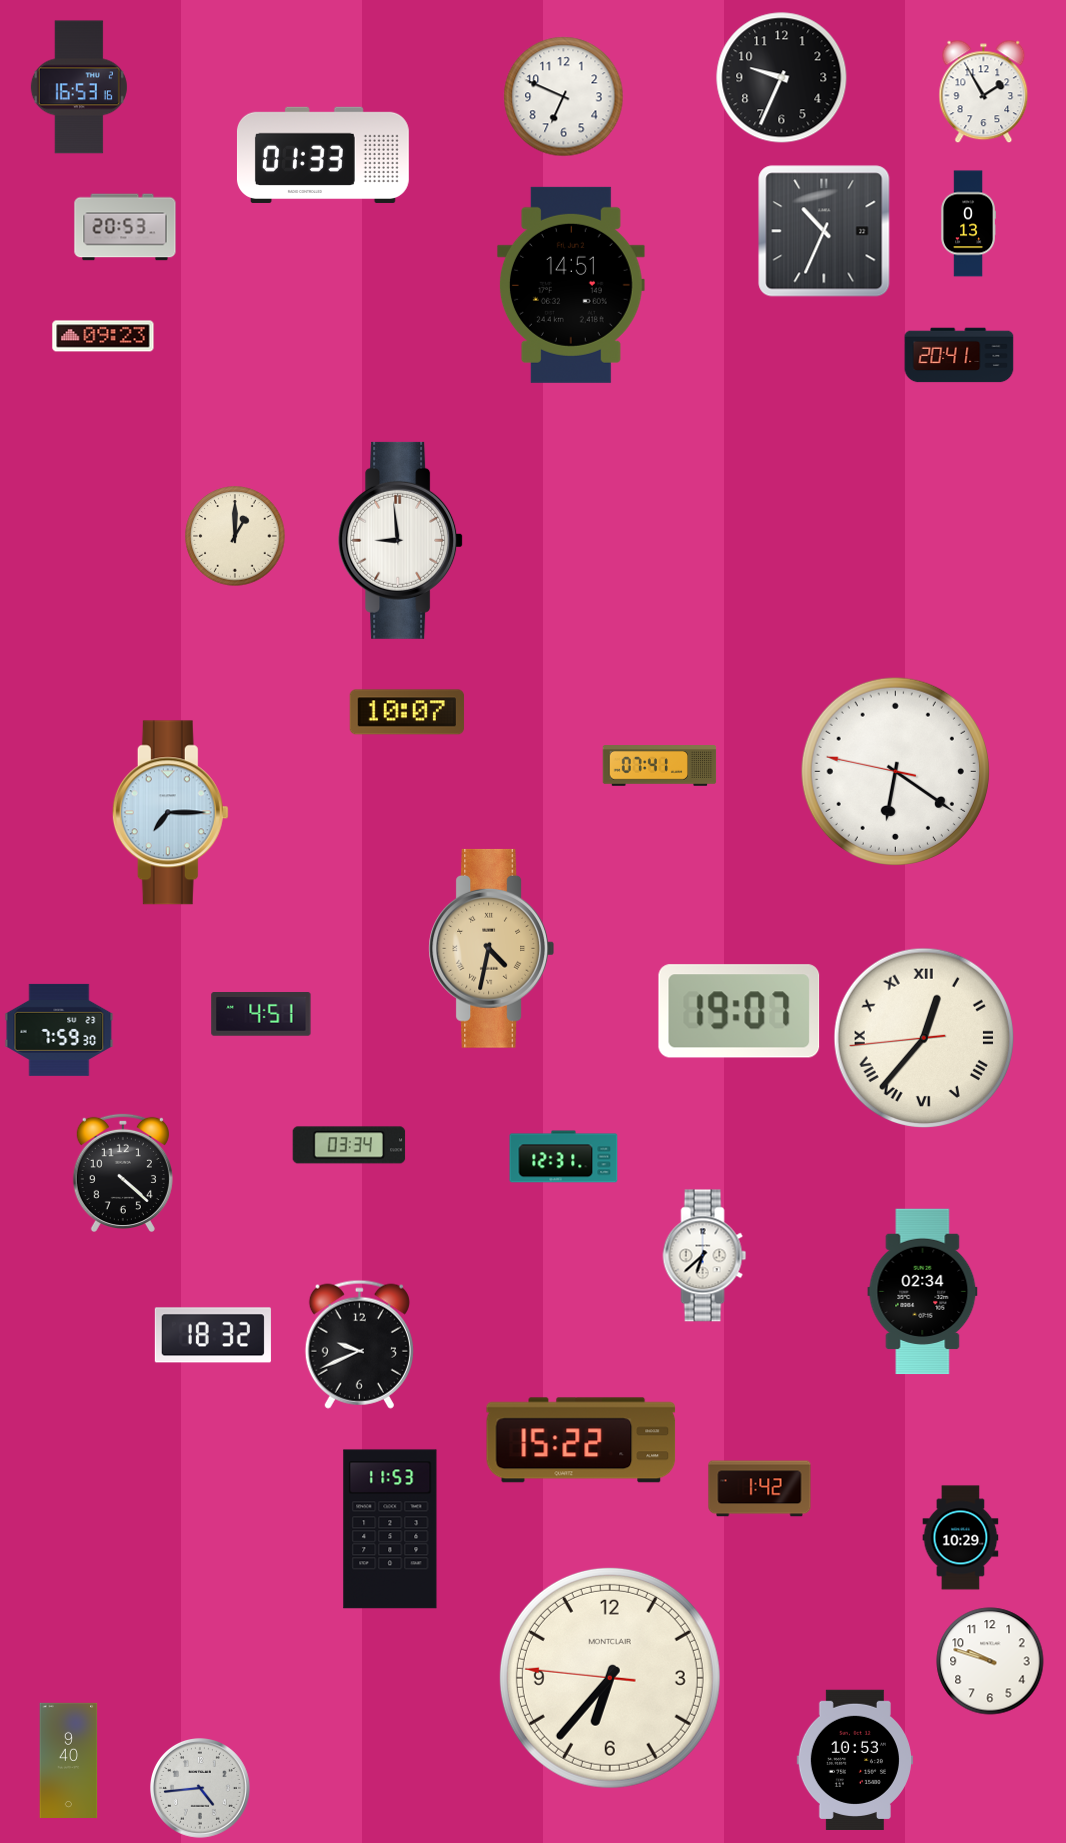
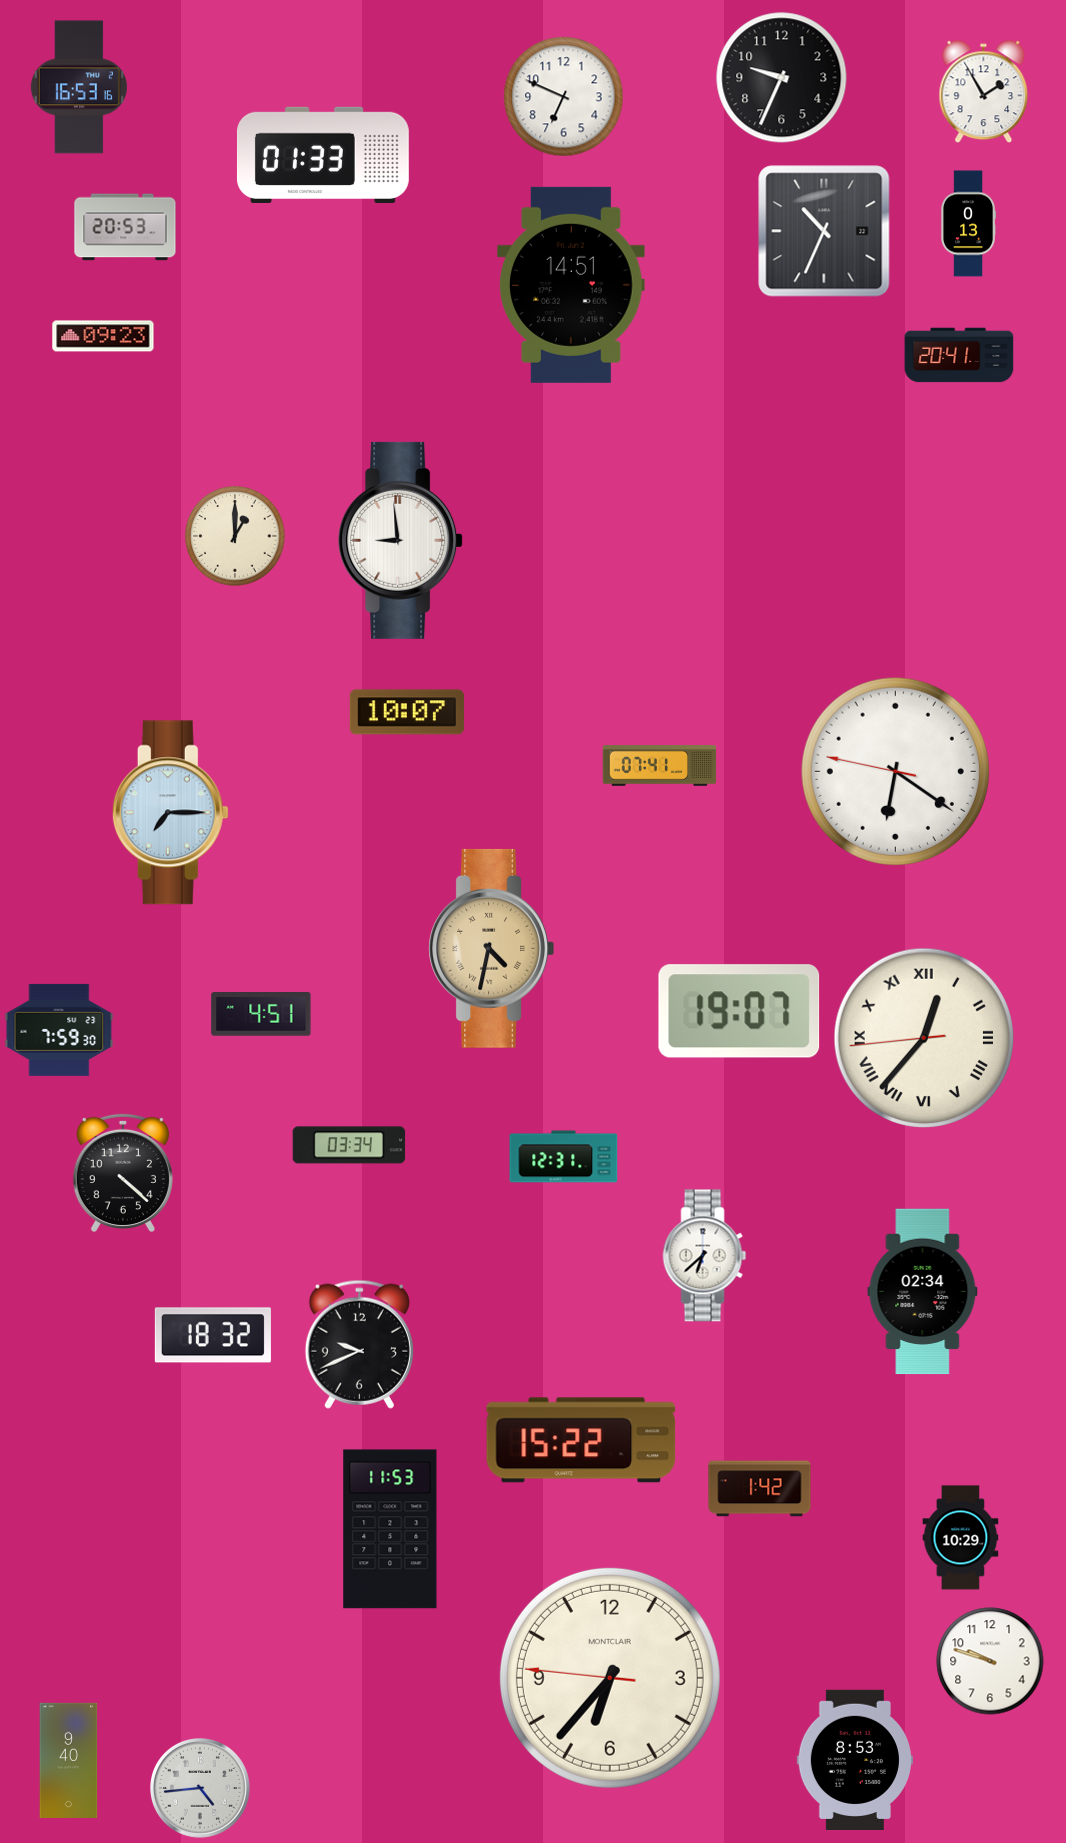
clock at (855, 1759): 10:53 -> 8:53
